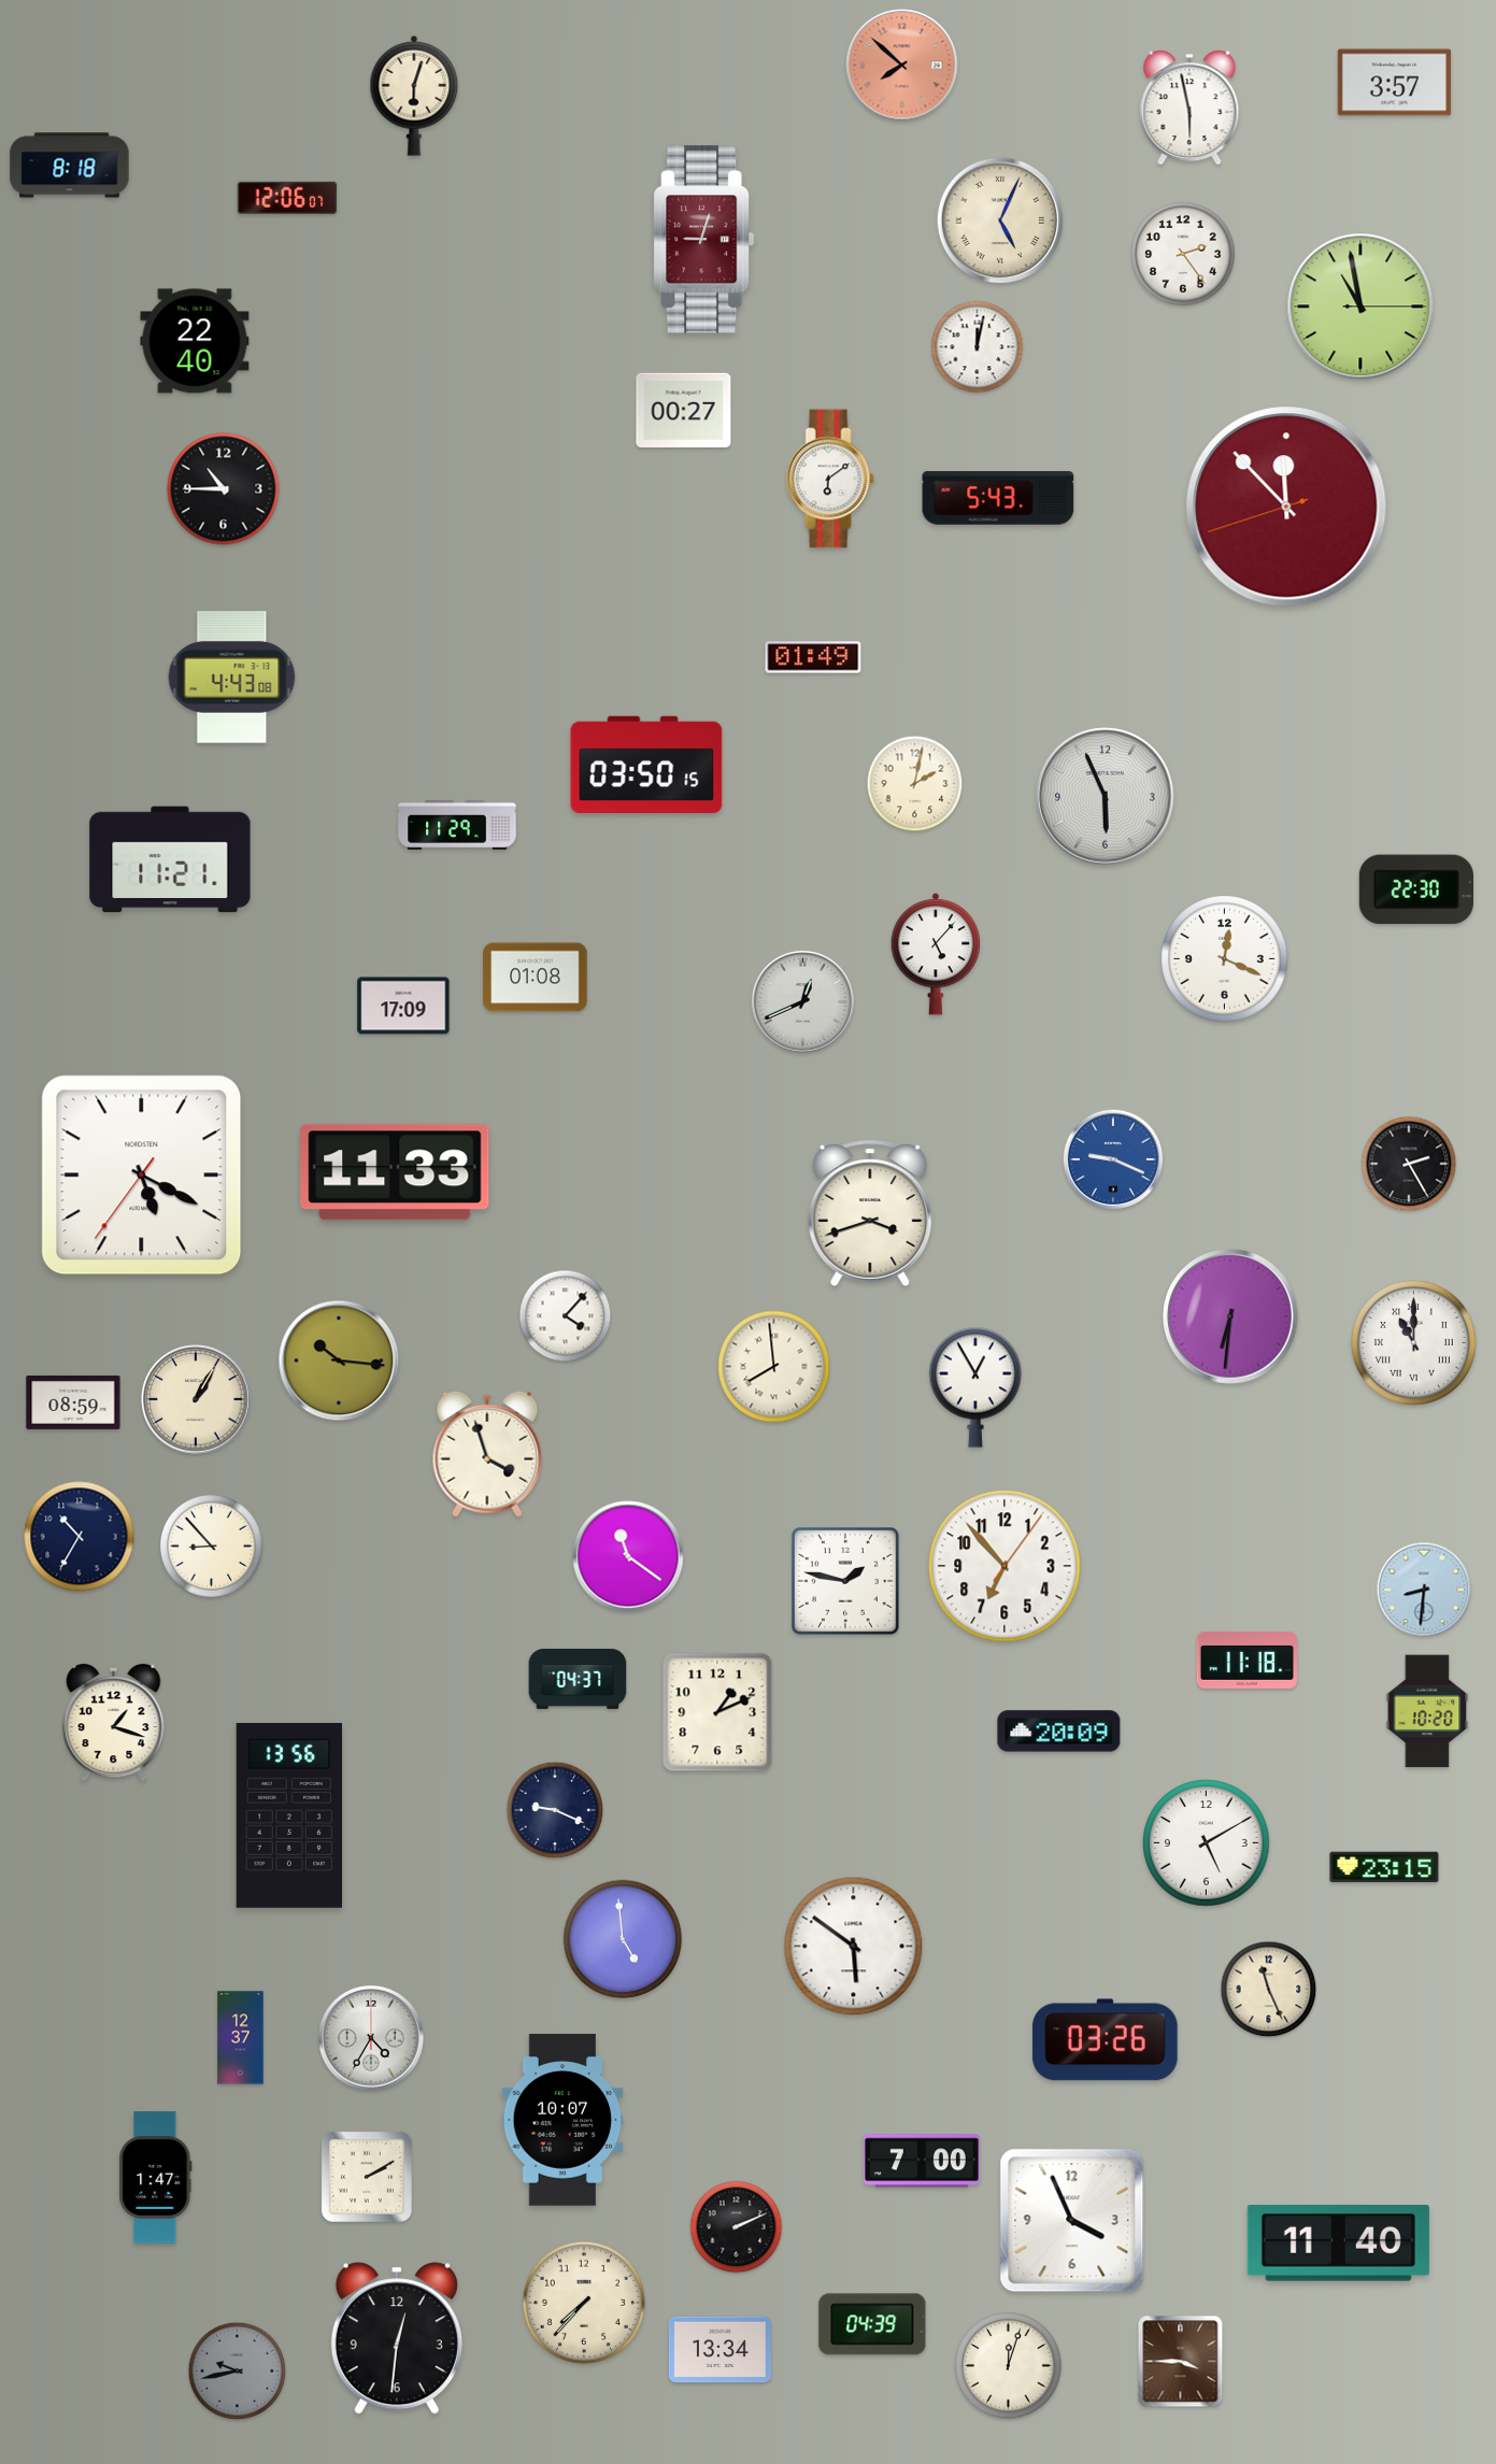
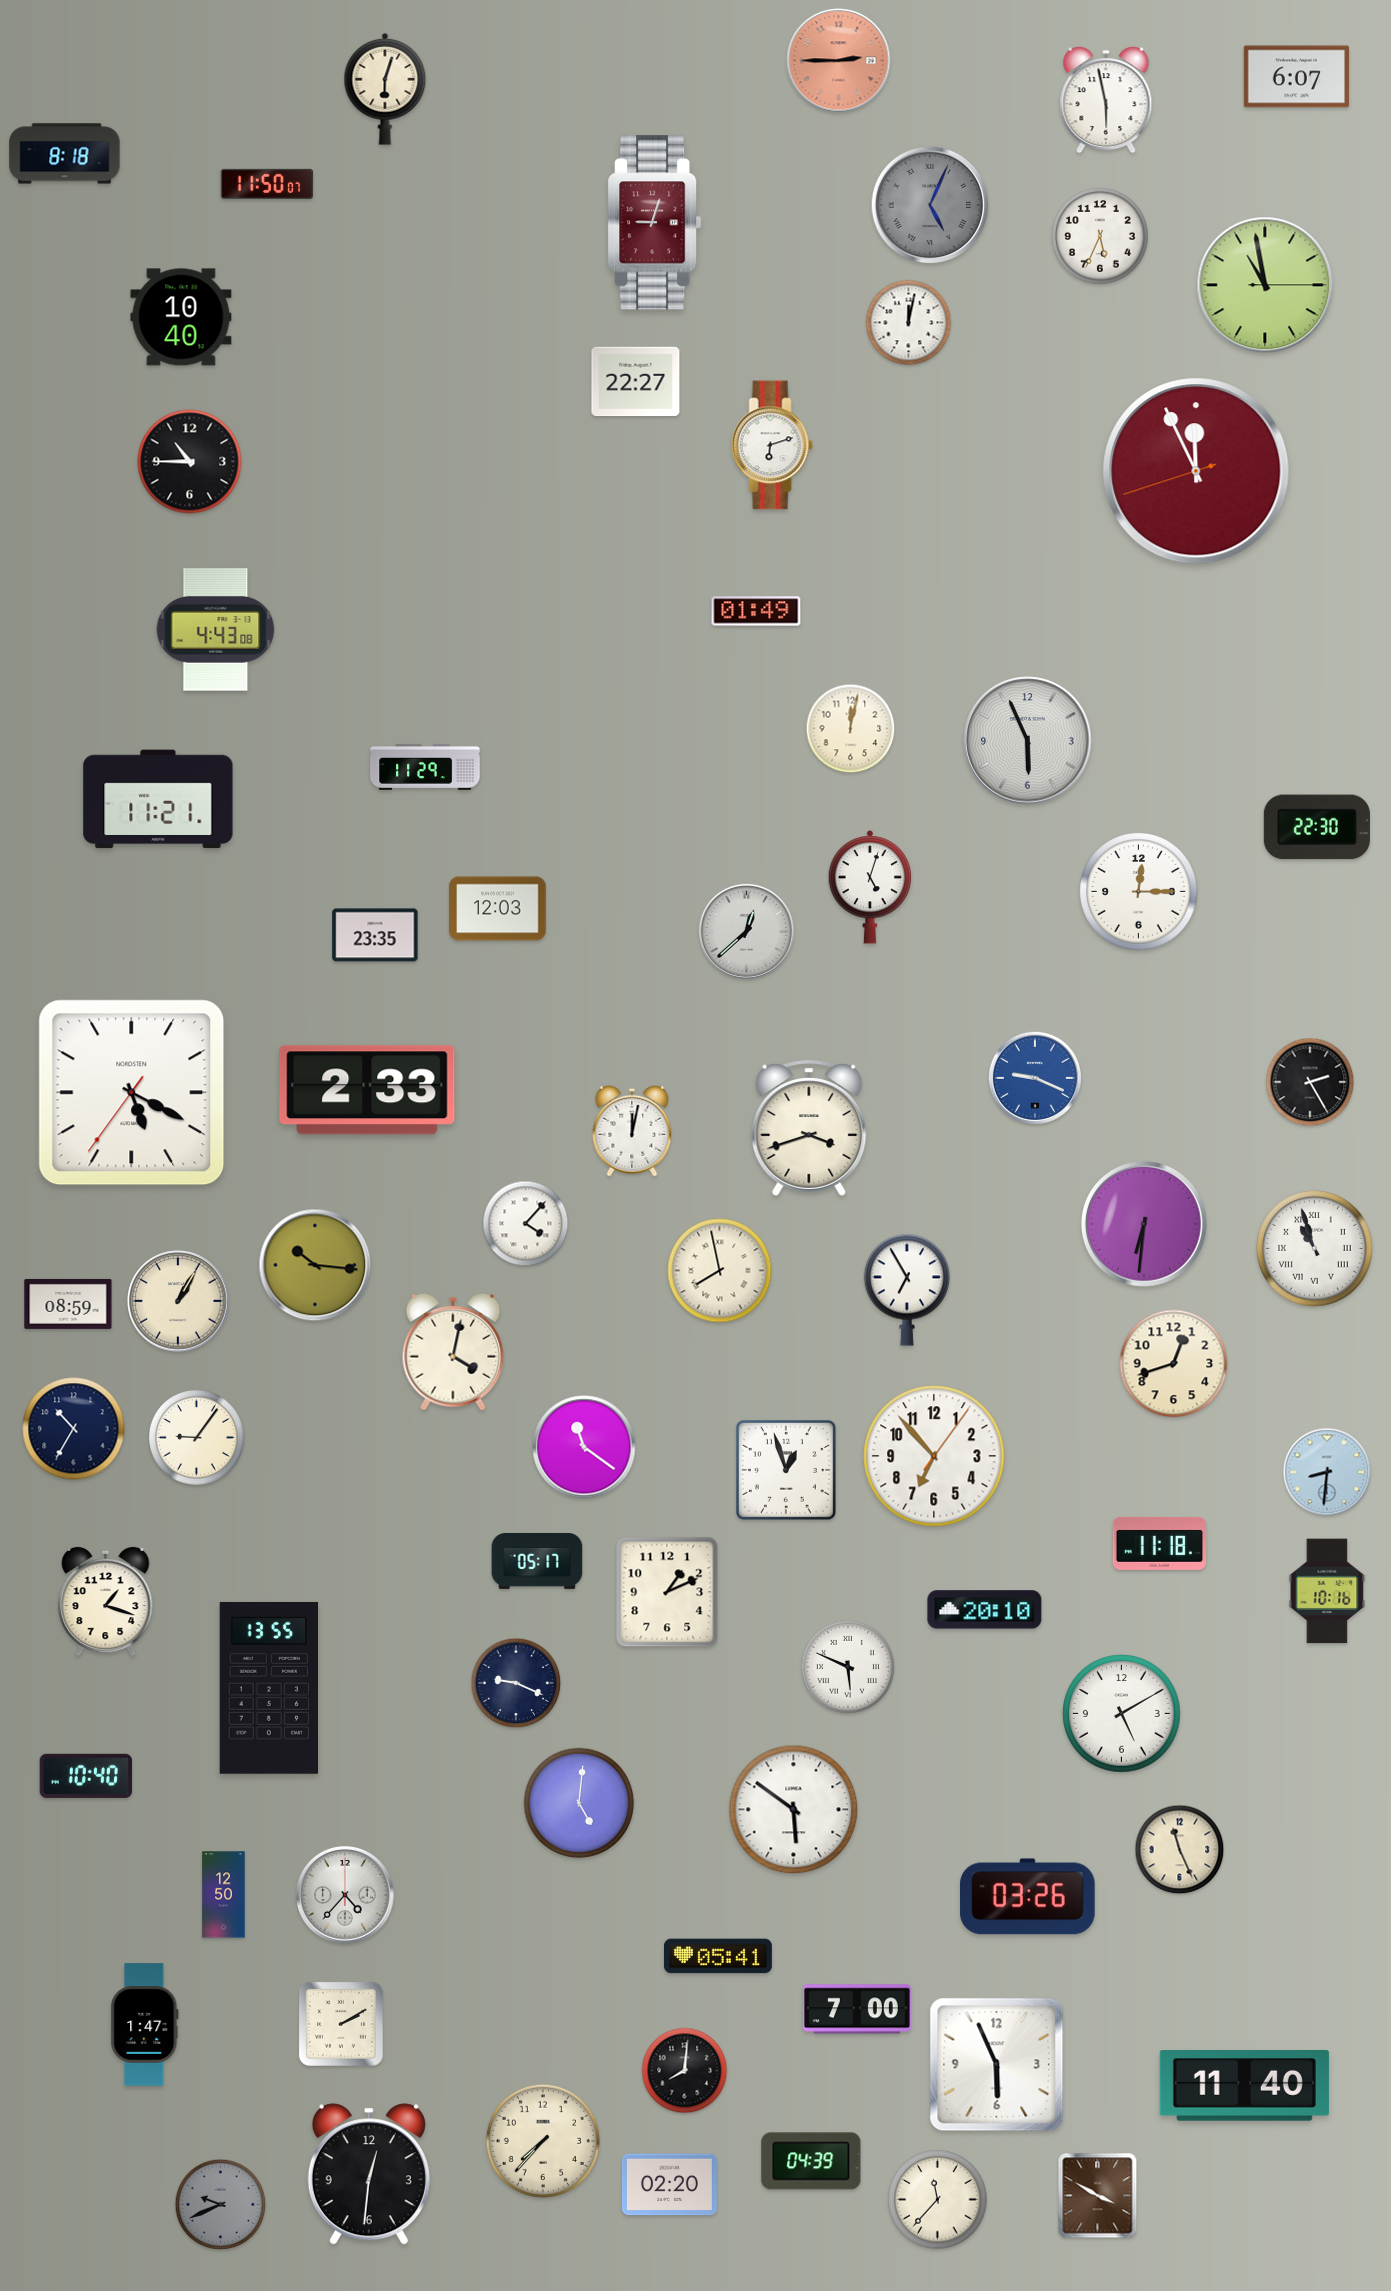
clock at (902, 66): 7:52 -> 2:45
clock at (1395, 83): 3:57 -> 6:07
clock at (287, 198): 12:06 -> 11:50
clock at (1000, 220) dial: cream -> grey
clock at (1183, 254): 2:24 -> 5:34
clock at (195, 341): 22:40 -> 10:40
clock at (684, 411): 00:27 -> 22:27
clock at (830, 479): 6:09 -> 6:12
clock at (224, 489) position: (224, 489) -> (190, 462)
clock at (998, 498): 5:43 -> none
clock at (1286, 507): 11:52 -> 11:55
clock at (646, 764): 03:50 -> none
clock at (915, 784): 2:02 -> 12:02
clock at (936, 954): 5:07 -> 5:03
clock at (1225, 959): 12:19 -> 12:15
clock at (536, 978): 01:08 -> 12:03
clock at (802, 1001): 12:41 -> 12:38
clock at (403, 1006): 17:09 -> 23:35
clock at (395, 1172): 11:33 -> 2:33
clock at (632, 1131): none -> 12:02
clock at (1413, 1342): 11:00 -> 10:57
clock at (774, 1367): 7:59 -> 7:58
clock at (975, 1387): 12:55 -> 6:55
clock at (196, 1399) position: (196, 1399) -> (178, 1301)
clock at (487, 1454): 3:57 -> 4:02
clock at (1174, 1364): none -> 12:42
clock at (211, 1546): 8:53 -> 9:06
clock at (845, 1581): 1:47 -> 12:57
clock at (1424, 1590) position: (1424, 1590) -> (1327, 1472)
clock at (578, 1679): 04:37 -> 05:17
clock at (1427, 1711): 10:20 -> 10:16
clock at (1059, 1732): 20:09 -> 20:10
clock at (848, 1667): none -> 5:49
clock at (288, 1815): 13:56 -> 13:55
clock at (1384, 1867): 23:15 -> none
clock at (86, 1776): none -> 10:40
clock at (623, 1939): 4:59 -> 5:01
clock at (241, 2038): 12:37 -> 12:50
clock at (372, 2039): 4:35 -> 4:37
clock at (718, 1956): none -> 05:41
clock at (562, 2120): 10:07 -> none
clock at (1072, 2221): 3:56 -> 5:56
clock at (737, 2227): 2:11 -> 8:01
clock at (719, 2350): 13:34 -> 02:20
clock at (1181, 2362): 3:45 -> 3:50
clock at (1009, 2366): 12:03 -> 11:37
clock at (238, 2372): 9:43 -> 9:41
